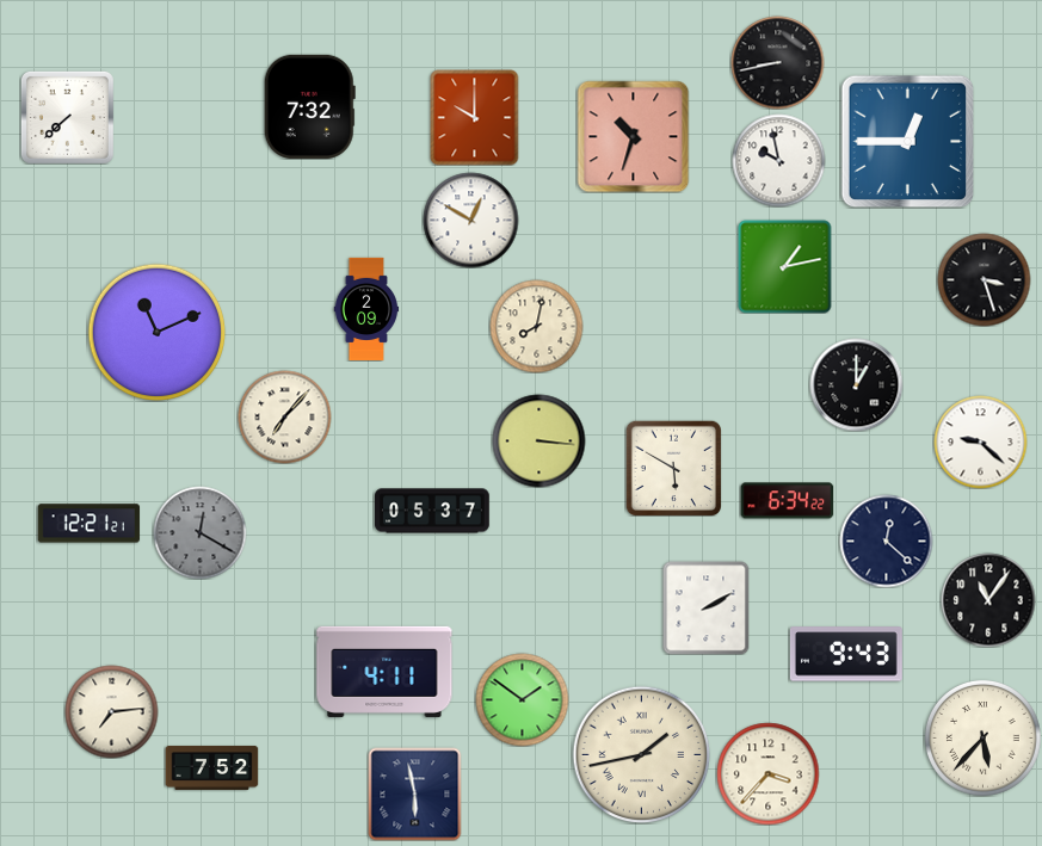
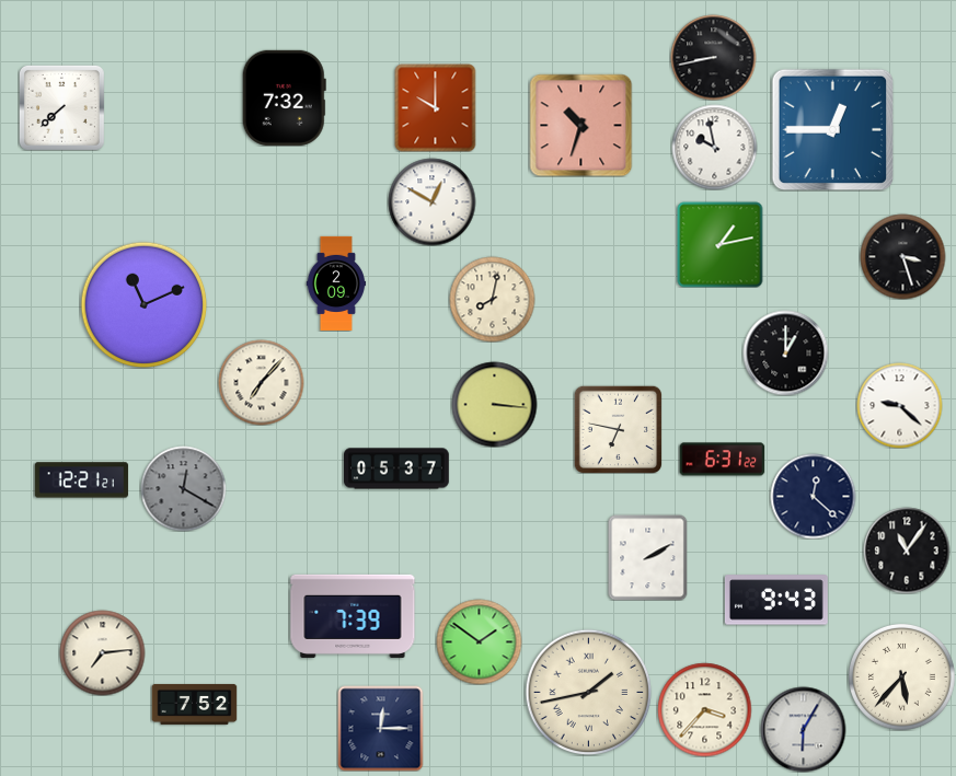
clock at (673, 468): 5:50 -> 6:47
clock at (787, 501): 6:34 -> 6:31
clock at (384, 672): 4:11 -> 7:39
clock at (414, 793): 5:58 -> 12:15
clock at (803, 729): none -> 6:05
